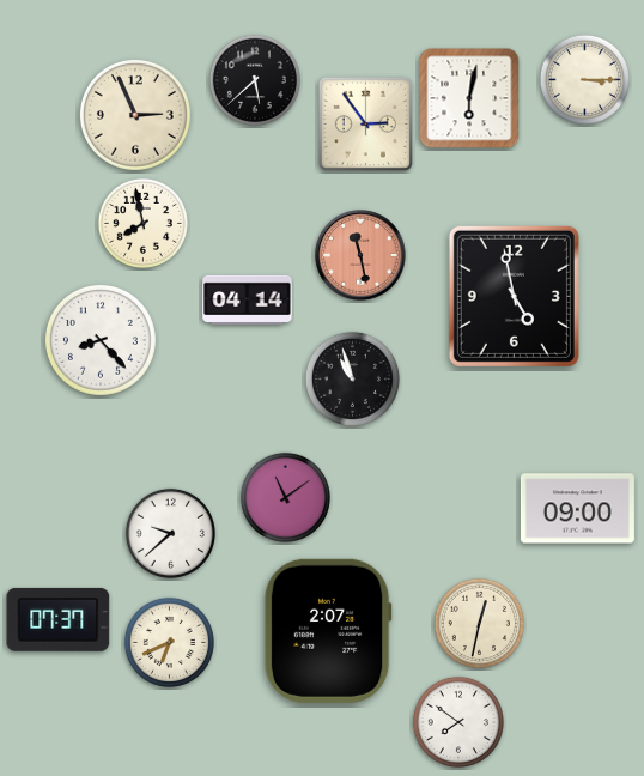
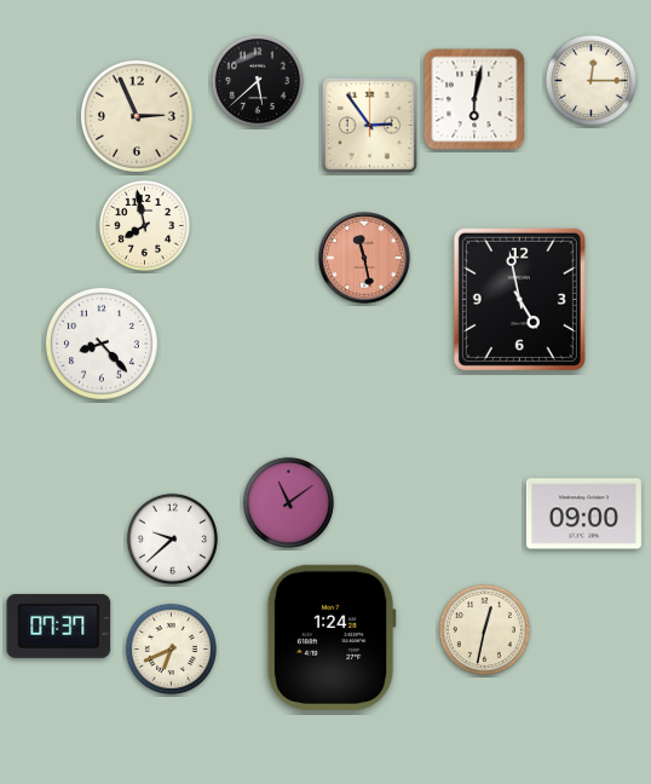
clock at (584, 79): 3:15 -> 12:15
clock at (248, 299): 04:14 -> none
clock at (352, 378): 10:57 -> none
clock at (328, 631): 2:07 -> 1:24
clock at (458, 722): 7:51 -> none
